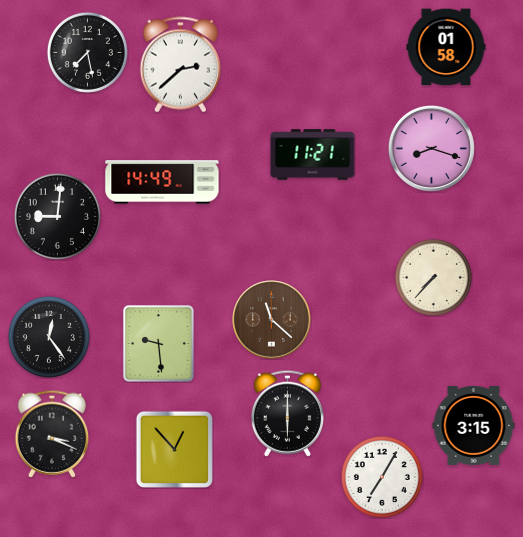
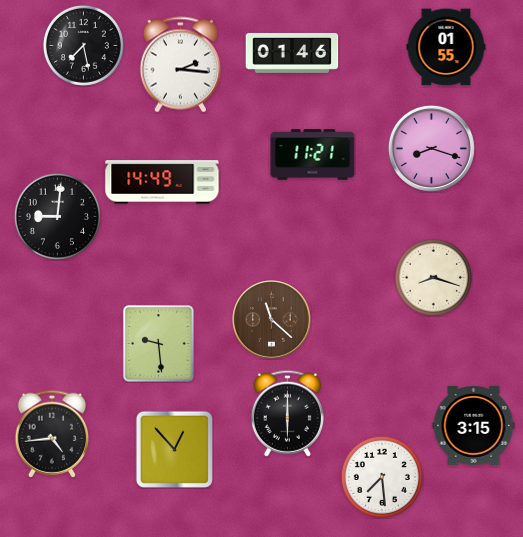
clock at (446, 47): 01:58 -> 01:55
clock at (87, 52) position: (87, 52) -> (83, 45)
clock at (292, 53): none -> 01:46
clock at (180, 65): 2:38 -> 2:16
clock at (433, 277): 7:37 -> 8:18
clock at (49, 337): 12:24 -> none
clock at (52, 434): 3:19 -> 4:44
clock at (382, 477): 7:05 -> 7:29
